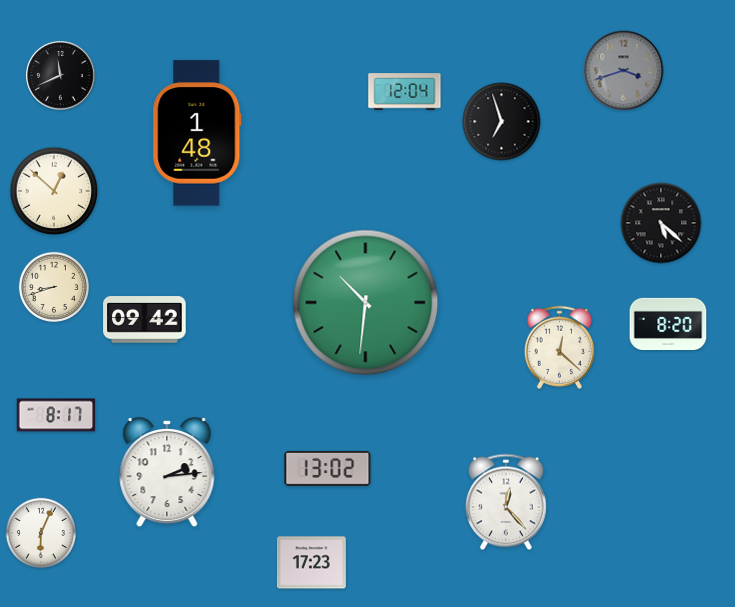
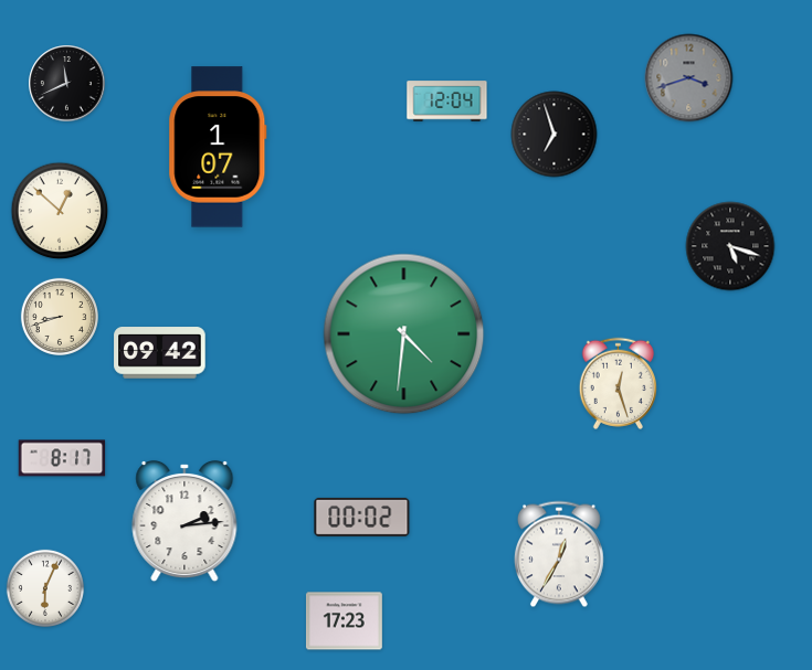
clock at (197, 133): 1:48 -> 1:07
clock at (661, 223): 5:22 -> 5:18
clock at (366, 303): 10:31 -> 4:31
clock at (668, 323): 8:20 -> none
clock at (559, 347): 12:22 -> 12:27
clock at (328, 468): 13:02 -> 00:02
clock at (506, 502): 12:23 -> 12:35
